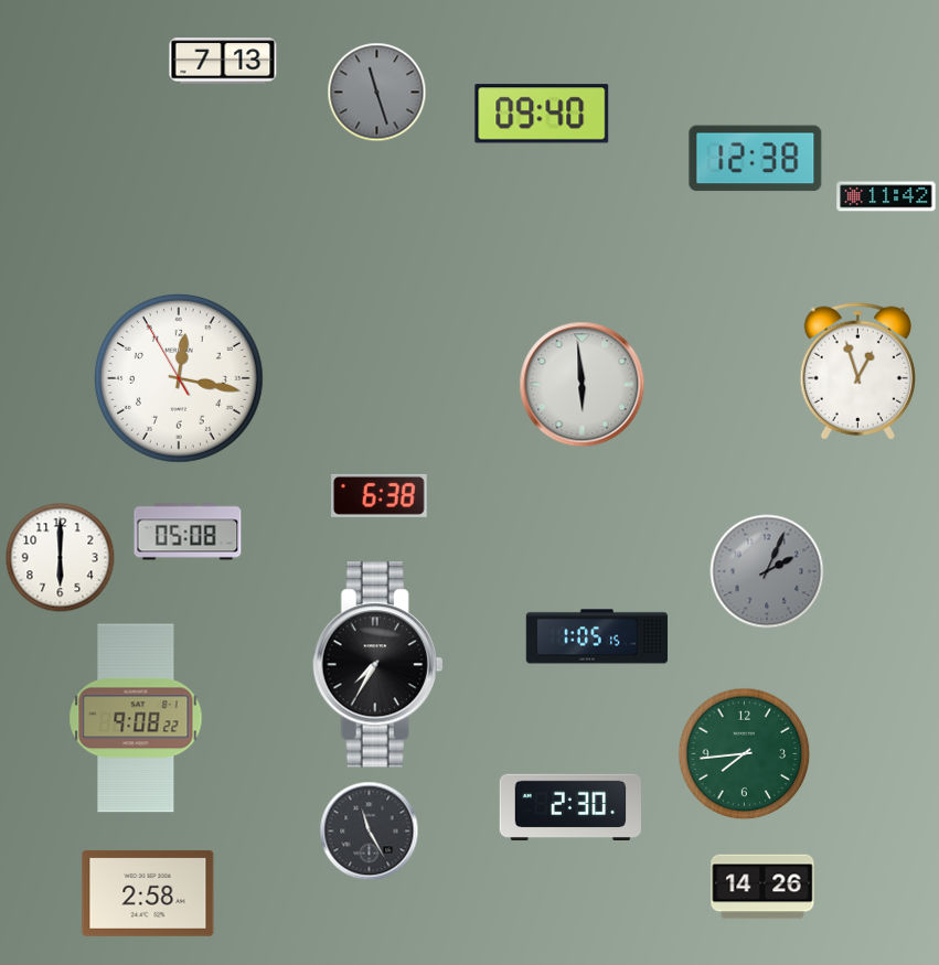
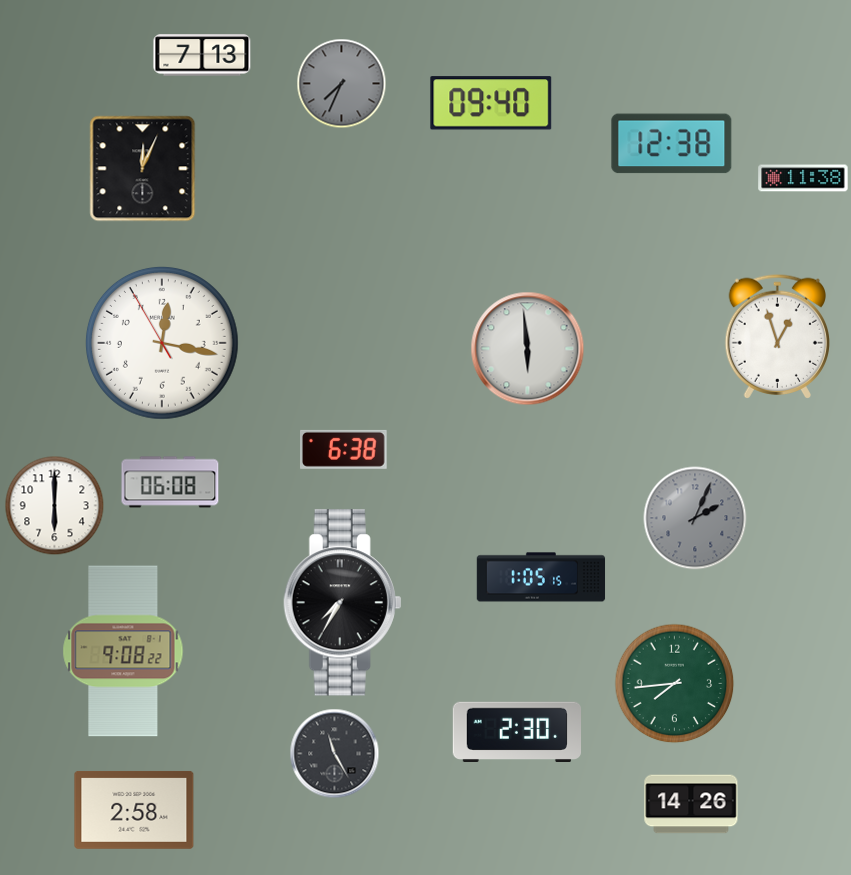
clock at (377, 93): 11:27 -> 7:34
clock at (756, 159) position: (756, 159) -> (672, 144)
clock at (143, 169): none -> 12:04
clock at (886, 196): 11:42 -> 11:38
clock at (188, 532): 05:08 -> 06:08
